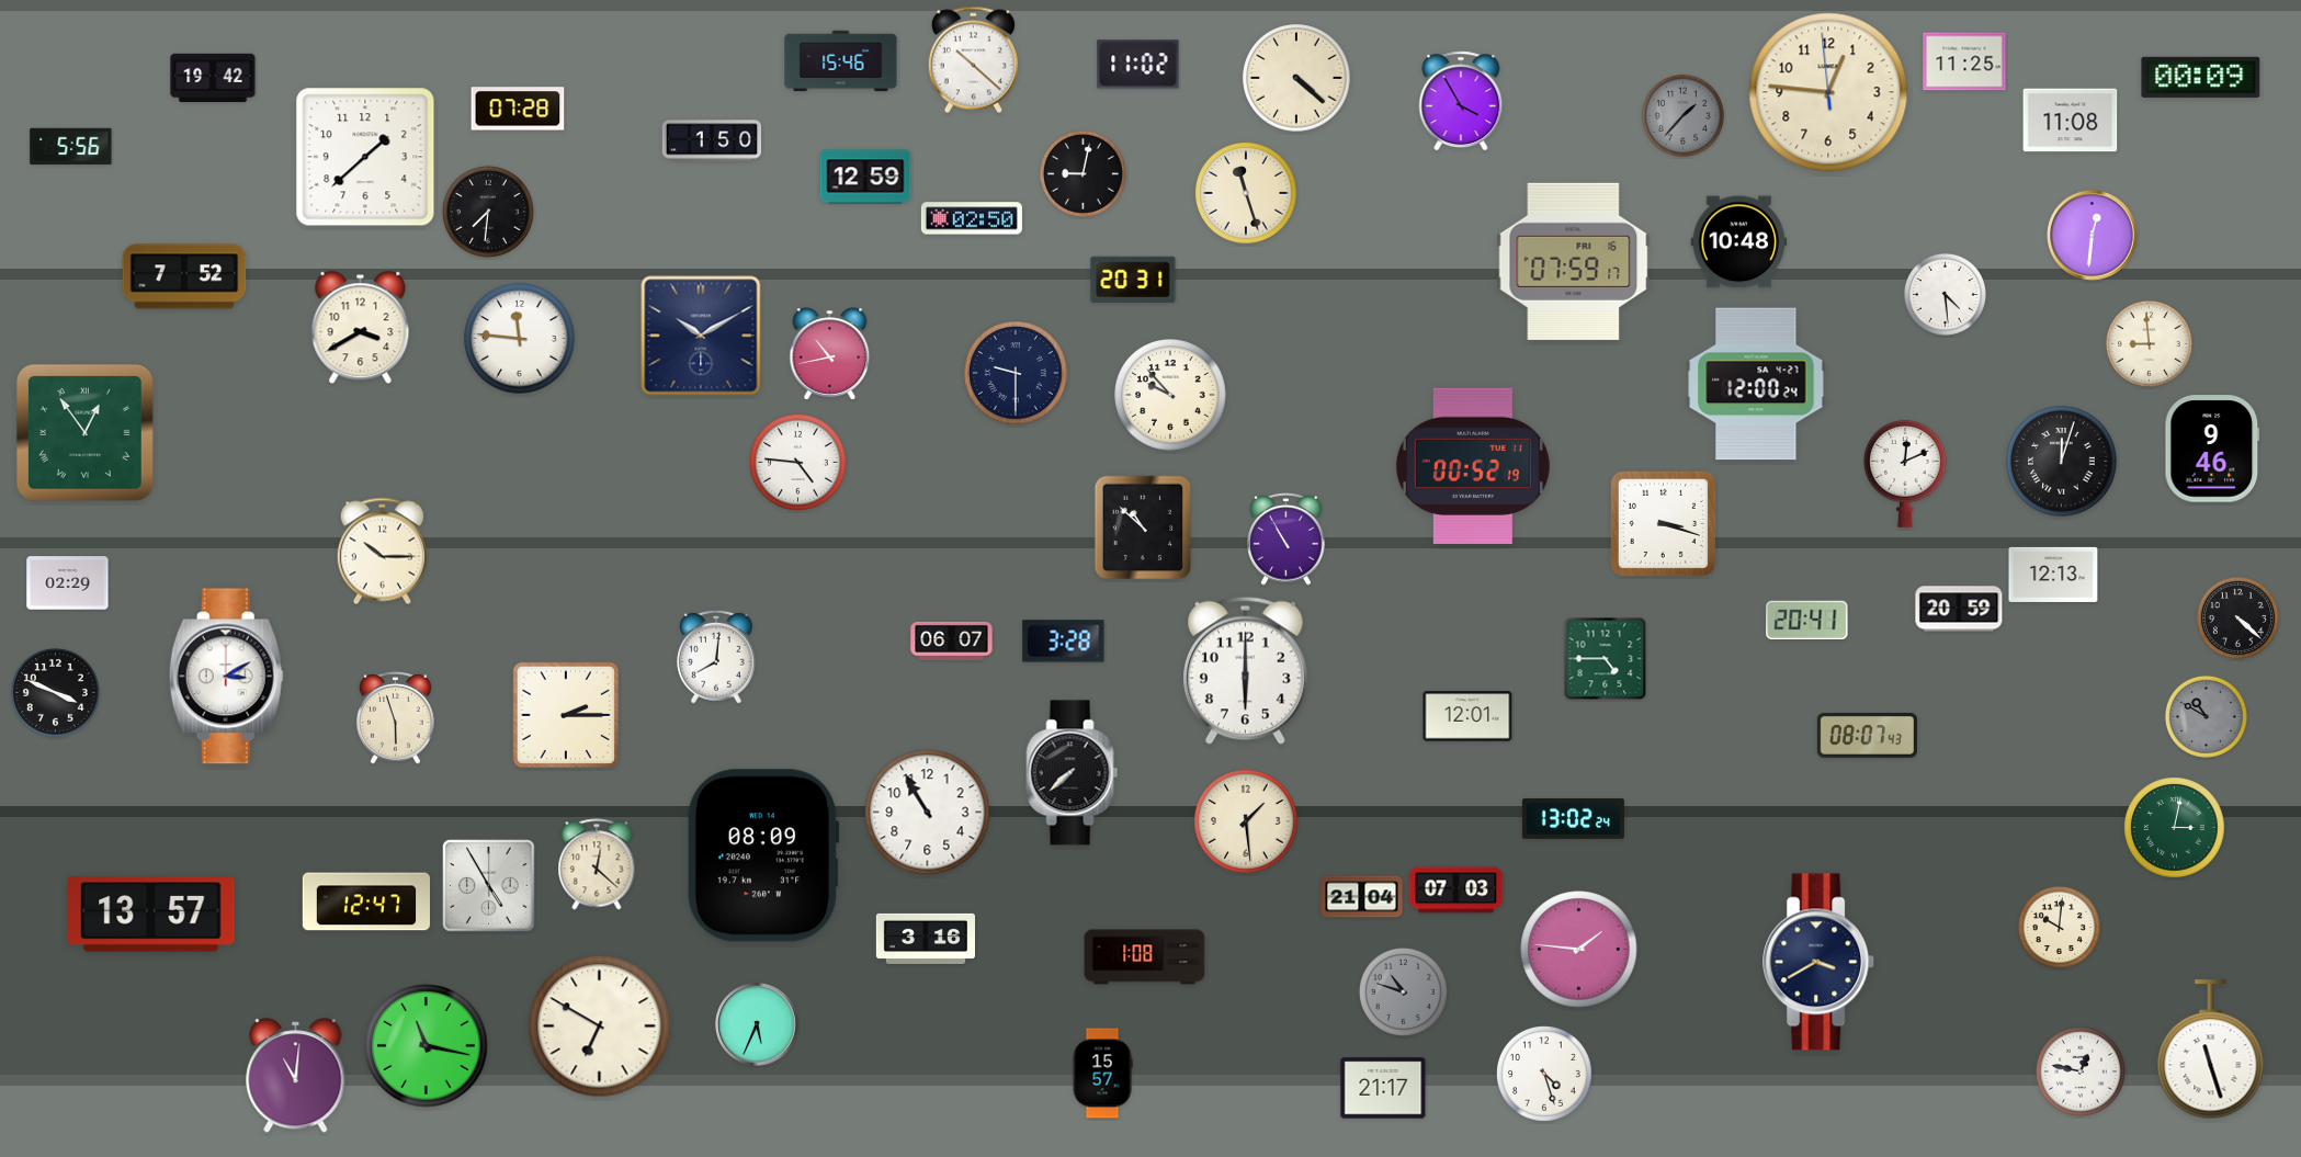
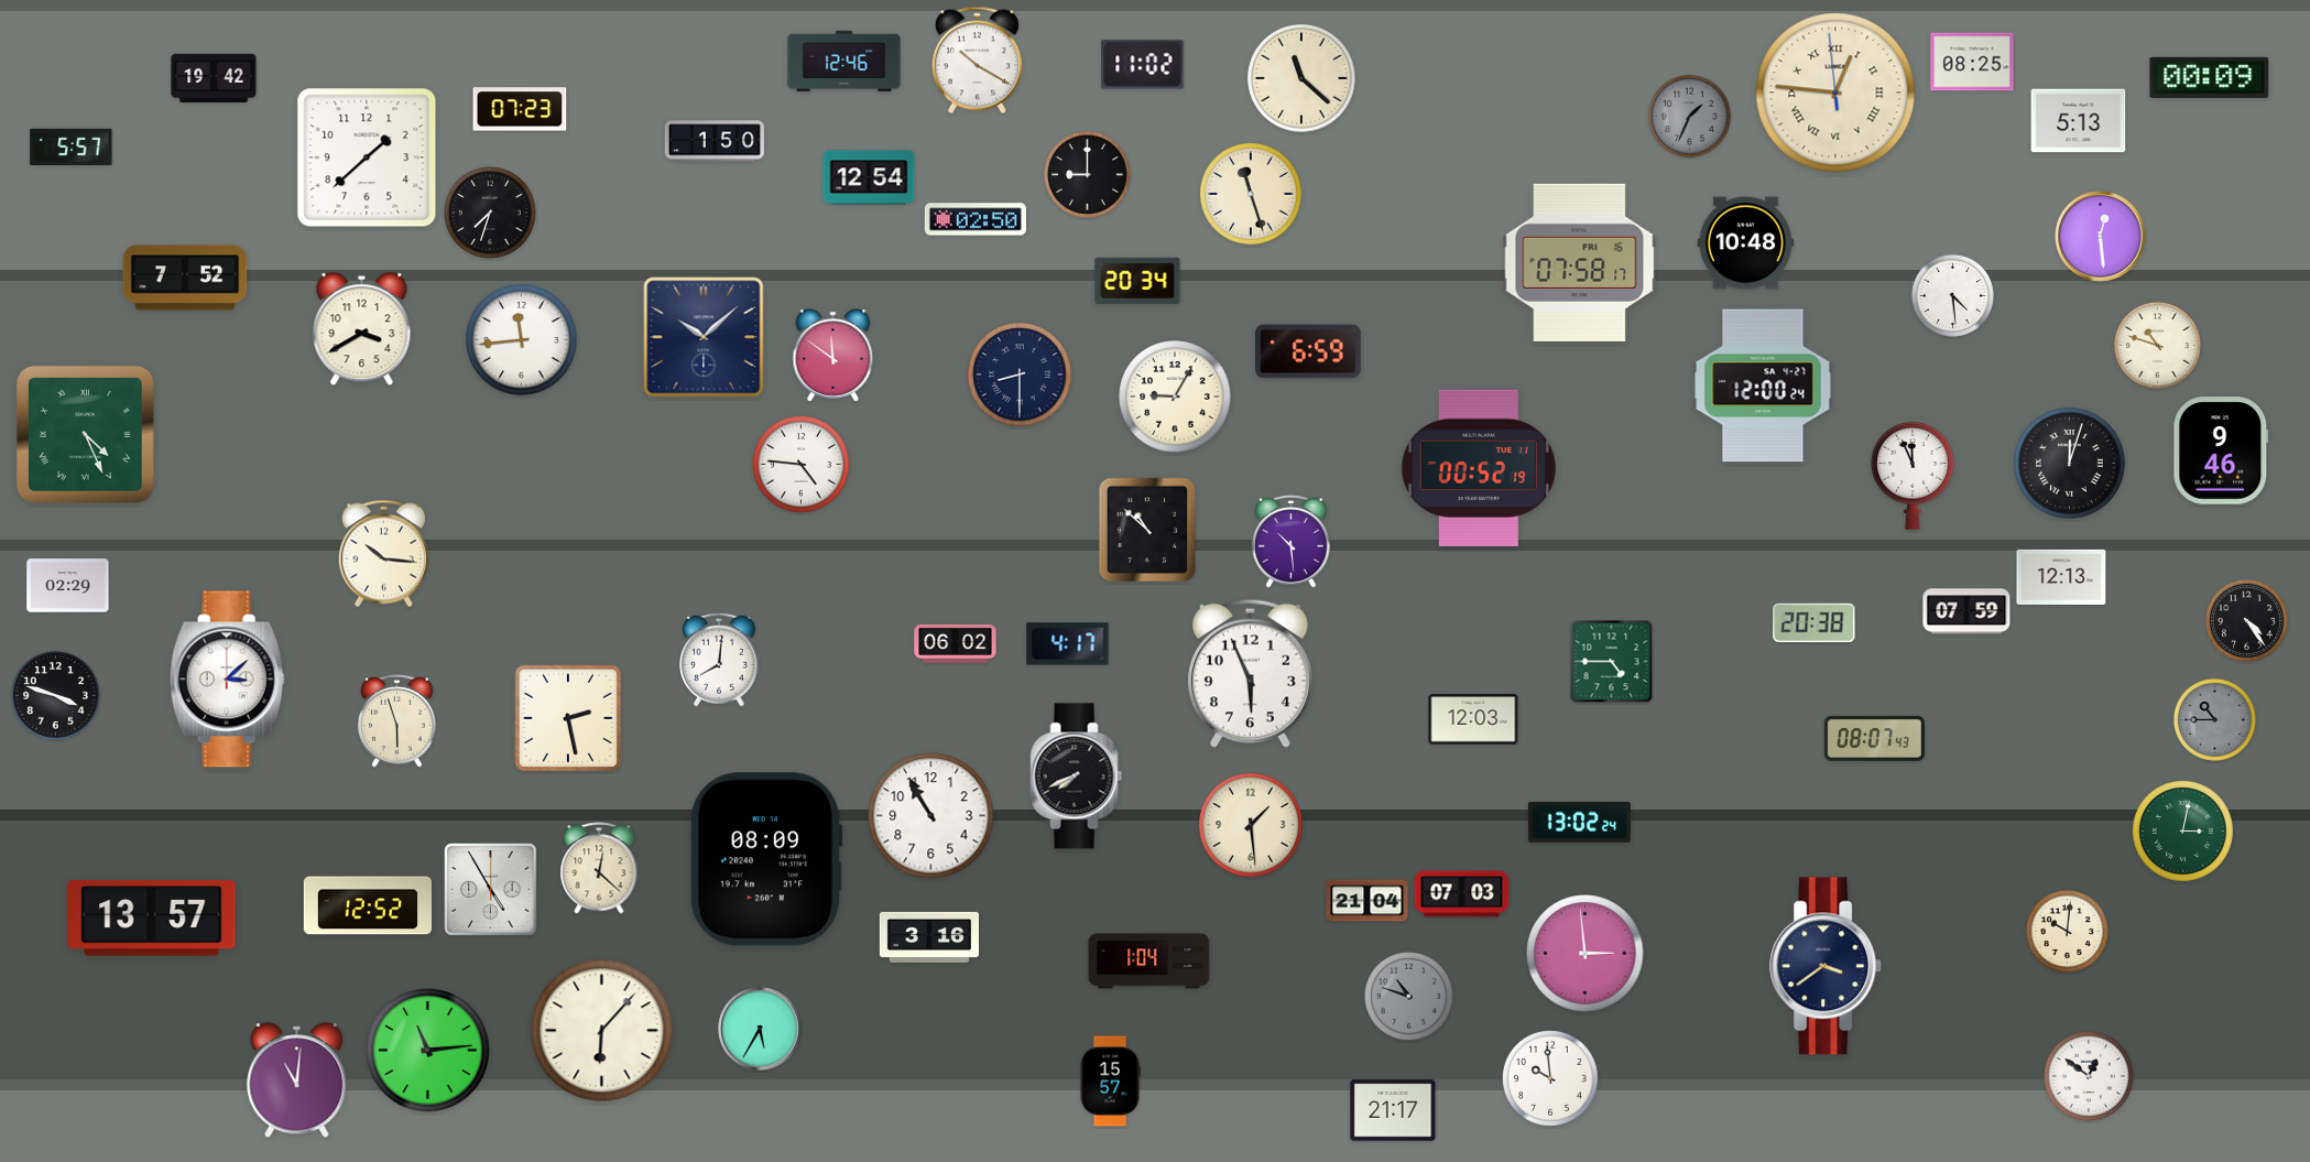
clock at (973, 60): 10:22 -> 10:20
clock at (841, 61): 15:46 -> 12:46
clock at (1964, 61): 11:25 -> 08:25
clock at (1296, 78): 4:22 -> 11:22
clock at (1828, 92) numerals: Arabic -> Roman
clock at (1461, 101): 3:55 -> none
clock at (518, 109): 07:28 -> 07:23
clock at (1682, 115): 1:37 -> 1:34
clock at (2071, 121): 11:08 -> 5:13
clock at (71, 146): 5:56 -> 5:57
clock at (1083, 173): 9:02 -> 9:00
clock at (865, 177): 12:59 -> 12:54
clock at (488, 212): 7:31 -> 7:33
clock at (2093, 236): 12:31 -> 12:29
clock at (1574, 261): 07:59 -> 07:58
clock at (1133, 280): 20:31 -> 20:34
clock at (701, 336): 10:10 -> 10:08
clock at (520, 339): 11:46 -> 11:44
clock at (2149, 343): 8:59 -> 10:48
clock at (1309, 351): none -> 6:59
clock at (830, 354): 10:43 -> 11:51
clock at (1016, 373): 9:30 -> 8:30
clock at (1170, 395): 9:53 -> 9:05
clock at (84, 432): 12:54 -> 4:26
clock at (1906, 475): 12:11 -> 11:56
clock at (1663, 523): 3:18 -> none
clock at (1286, 540): 10:55 -> 10:29
clock at (382, 552): 10:15 -> 10:16
clock at (1959, 609): 20:59 -> 07:59
clock at (2237, 617): 4:22 -> 4:24
clock at (1807, 620): 20:41 -> 20:38
clock at (952, 640): 06:07 -> 06:02
clock at (1064, 642): 3:28 -> 4:17
clock at (1246, 670): 6:00 -> 5:56
clock at (226, 677): 3:10 -> 3:08
clock at (55, 692): 3:49 -> 3:48
clock at (565, 714): 2:15 -> 2:28
clock at (1467, 716): 12:01 -> 12:03
clock at (2206, 716): 10:50 -> 10:45
clock at (1073, 773): 7:38 -> 7:41
clock at (365, 901): 12:47 -> 12:52
clock at (925, 939) position: (925, 939) -> (928, 937)
clock at (1579, 950): 1:46 -> 2:59
clock at (1145, 957): 1:08 -> 1:04
clock at (1820, 962): 3:40 -> 3:39
clock at (757, 1024): 5:34 -> 5:35
clock at (600, 1026): 6:50 -> 6:07
clock at (427, 1046): 11:17 -> 11:14
clock at (2211, 1050): 11:27 -> none
clock at (2081, 1071): 12:47 -> 12:51
clock at (1102, 1074) position: (1102, 1074) -> (1110, 1082)
clock at (1545, 1075): 4:27 -> 9:59
clock at (1383, 1088) position: (1383, 1088) -> (1393, 1110)
